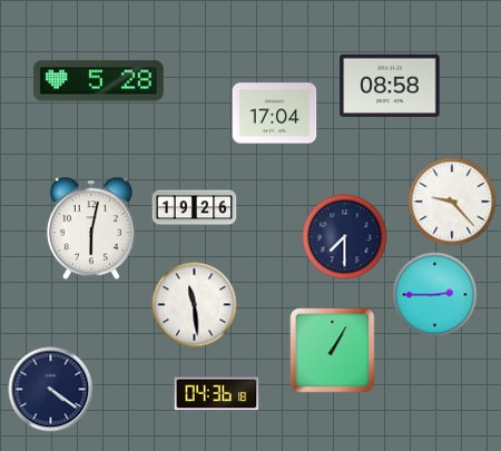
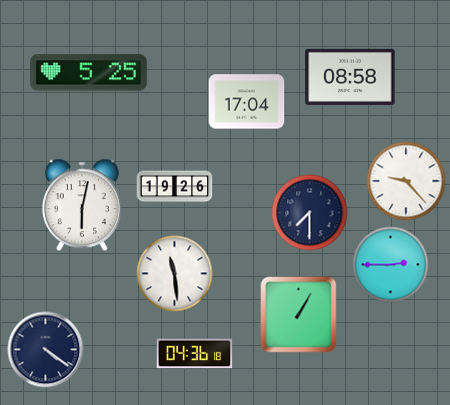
clock at (98, 81): 5:28 -> 5:25
